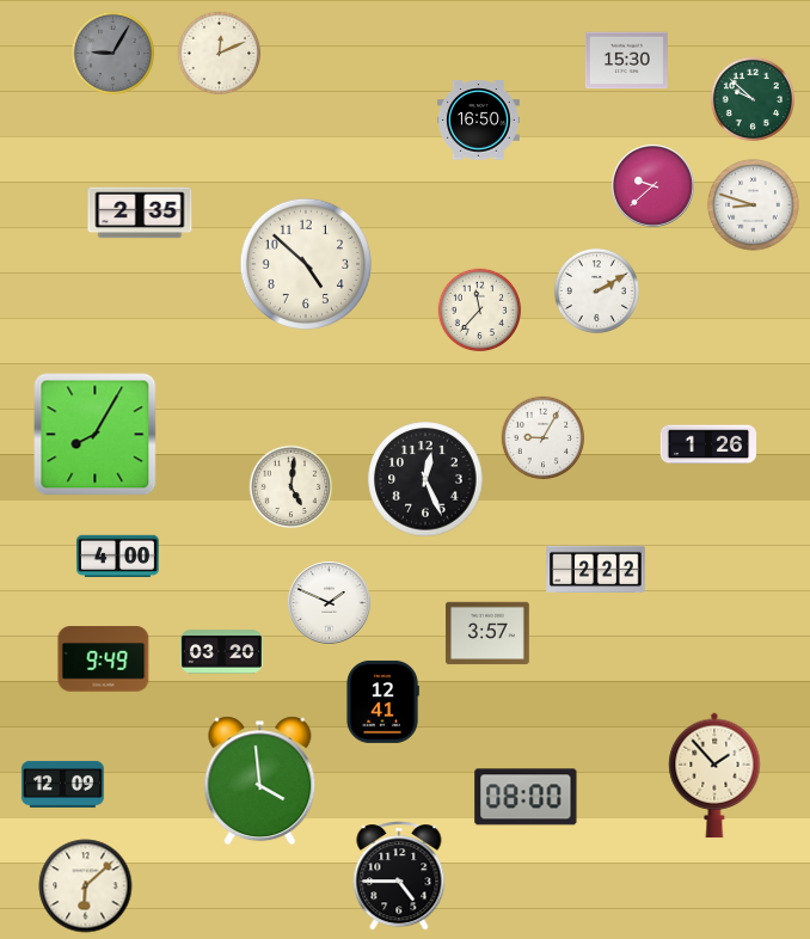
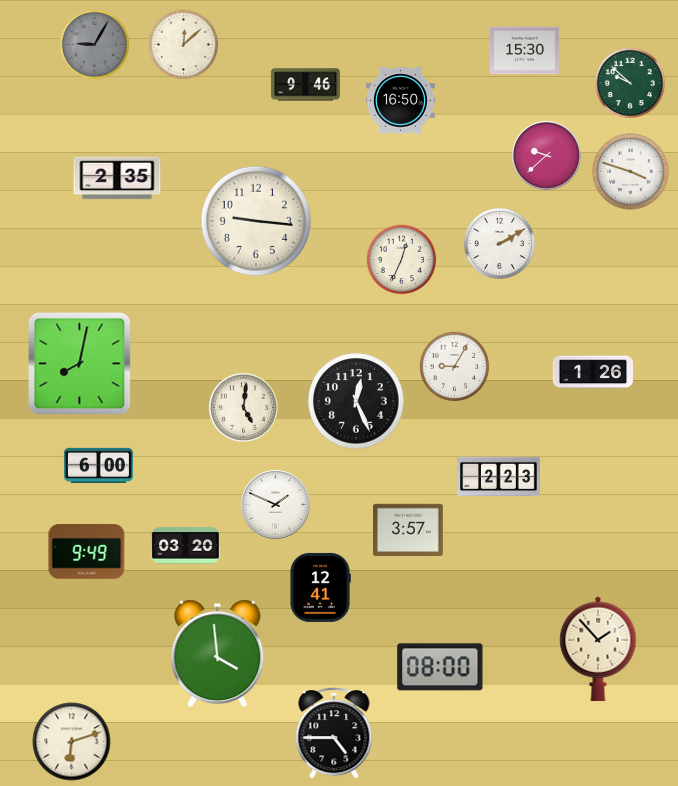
clock at (220, 54): 12:11 -> 12:08
clock at (305, 85): none -> 9:46
clock at (754, 205): 8:48 -> 3:48
clock at (305, 263): 4:52 -> 9:16
clock at (480, 311): 11:37 -> 12:34
clock at (96, 435): 8:05 -> 8:02
clock at (117, 556): 4:00 -> 6:00
clock at (596, 570): 2:22 -> 2:23
clock at (62, 784): 12:09 -> none
clock at (86, 886): 6:08 -> 6:12
